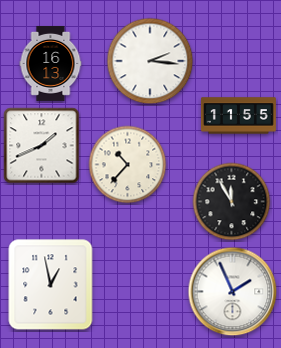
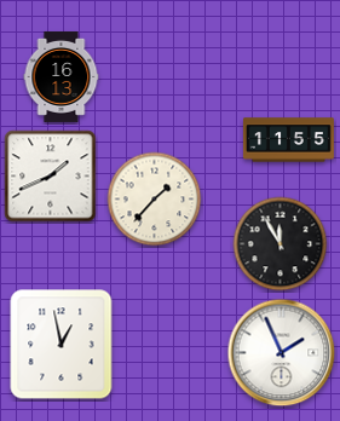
clock at (150, 61): 2:16 -> none
clock at (128, 165): 10:37 -> 1:37
